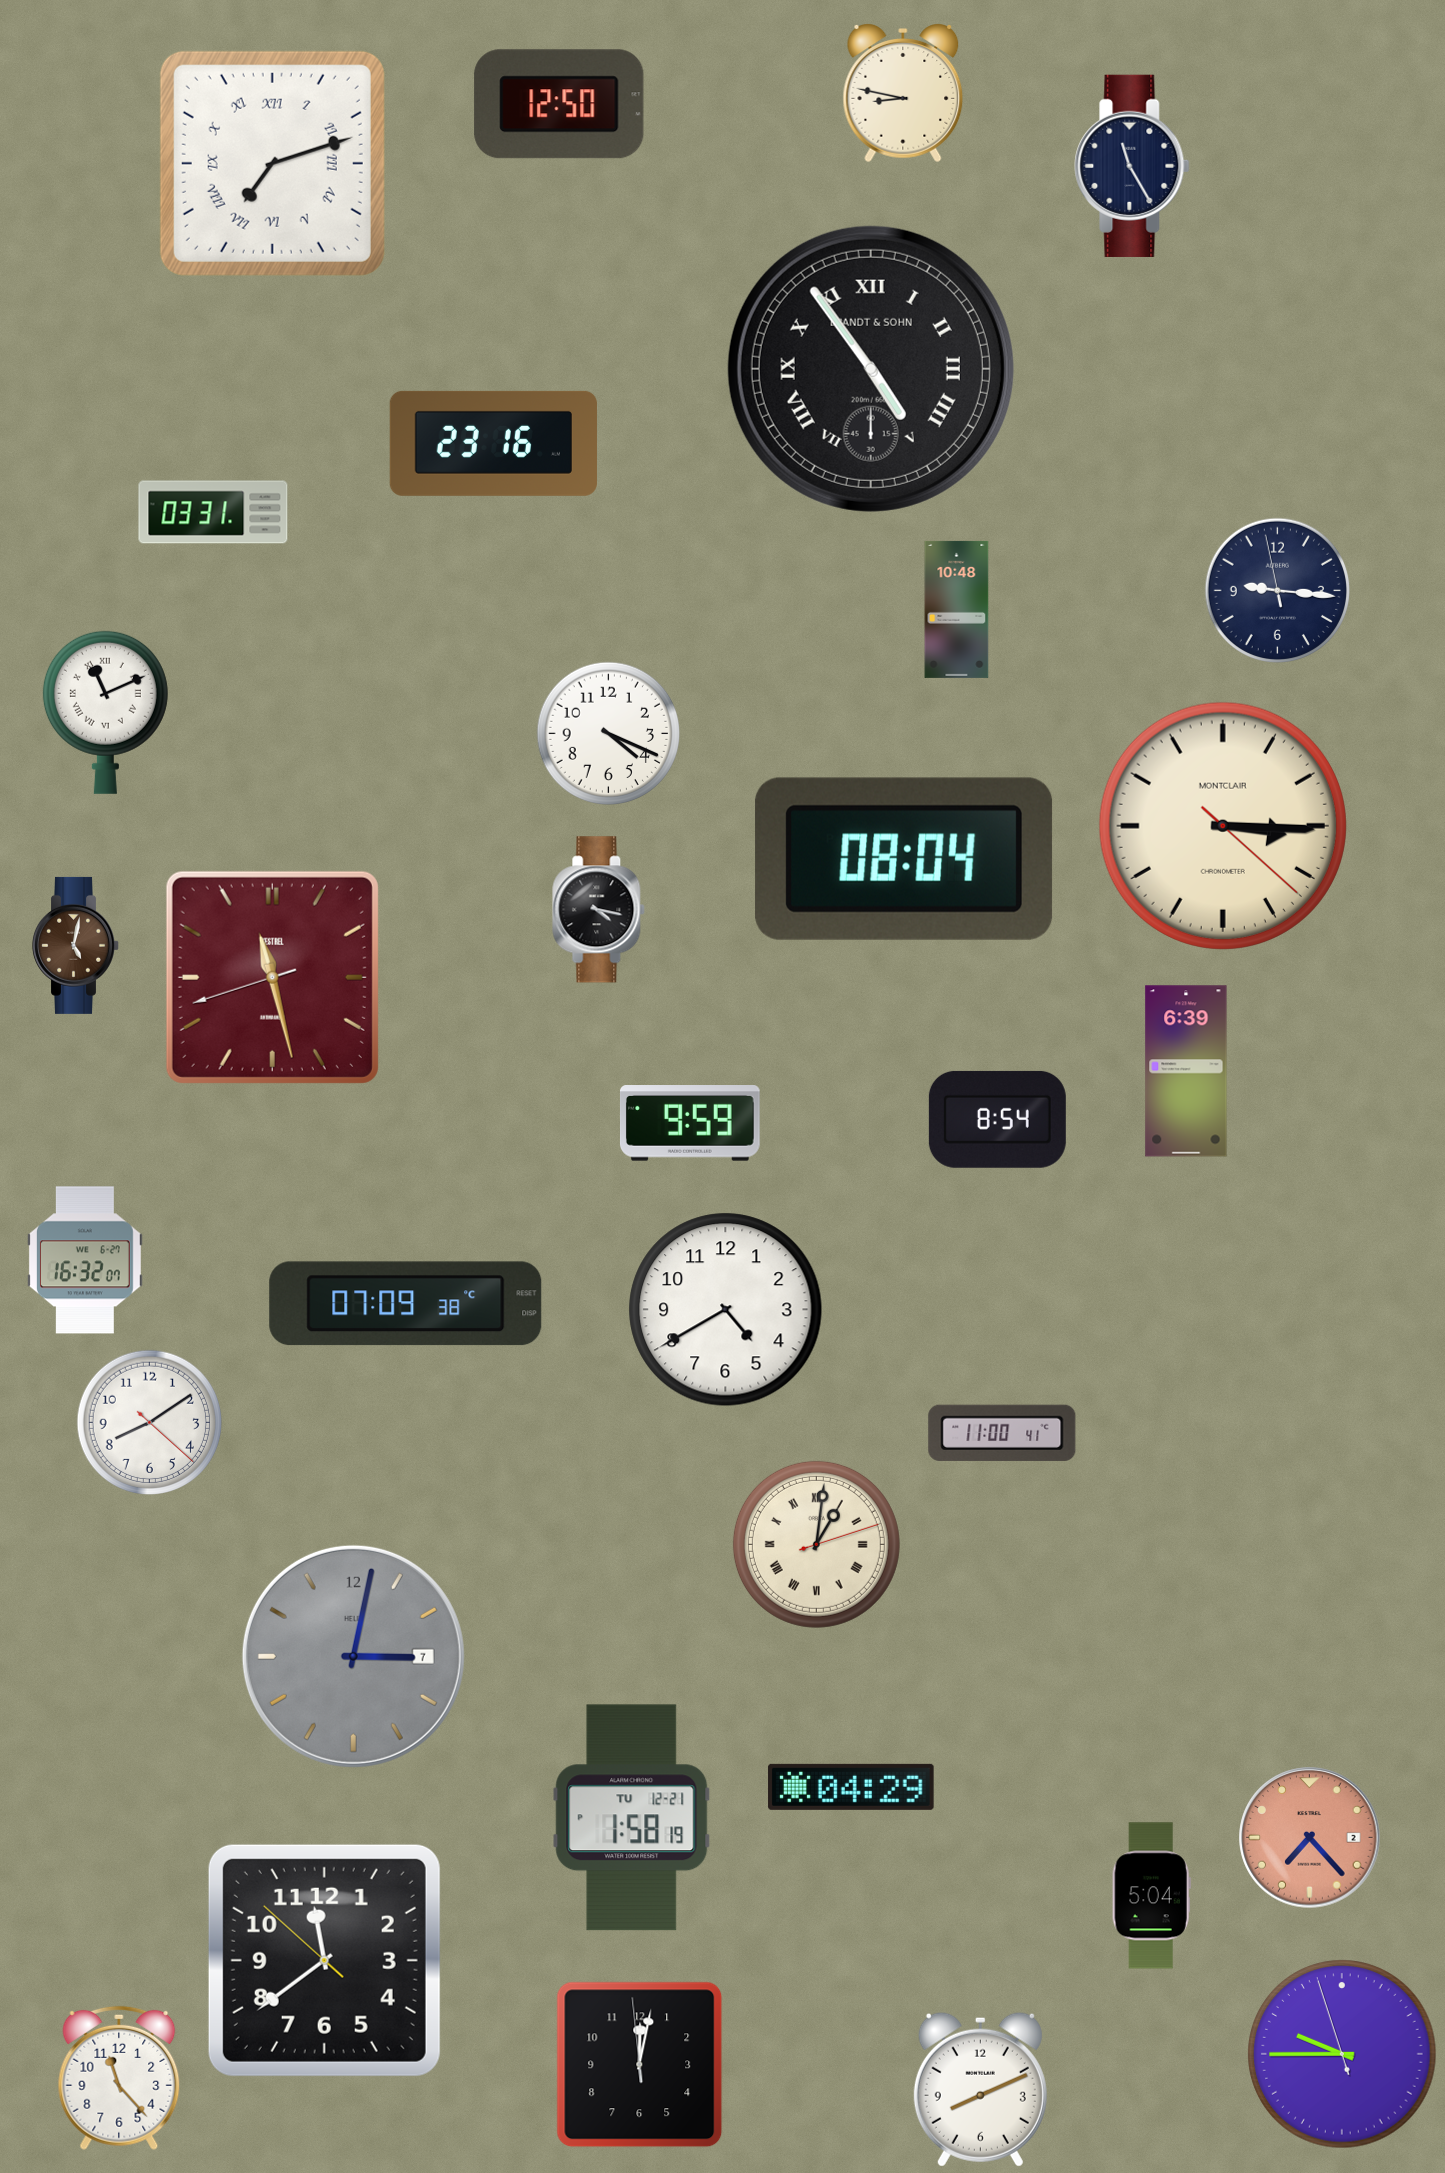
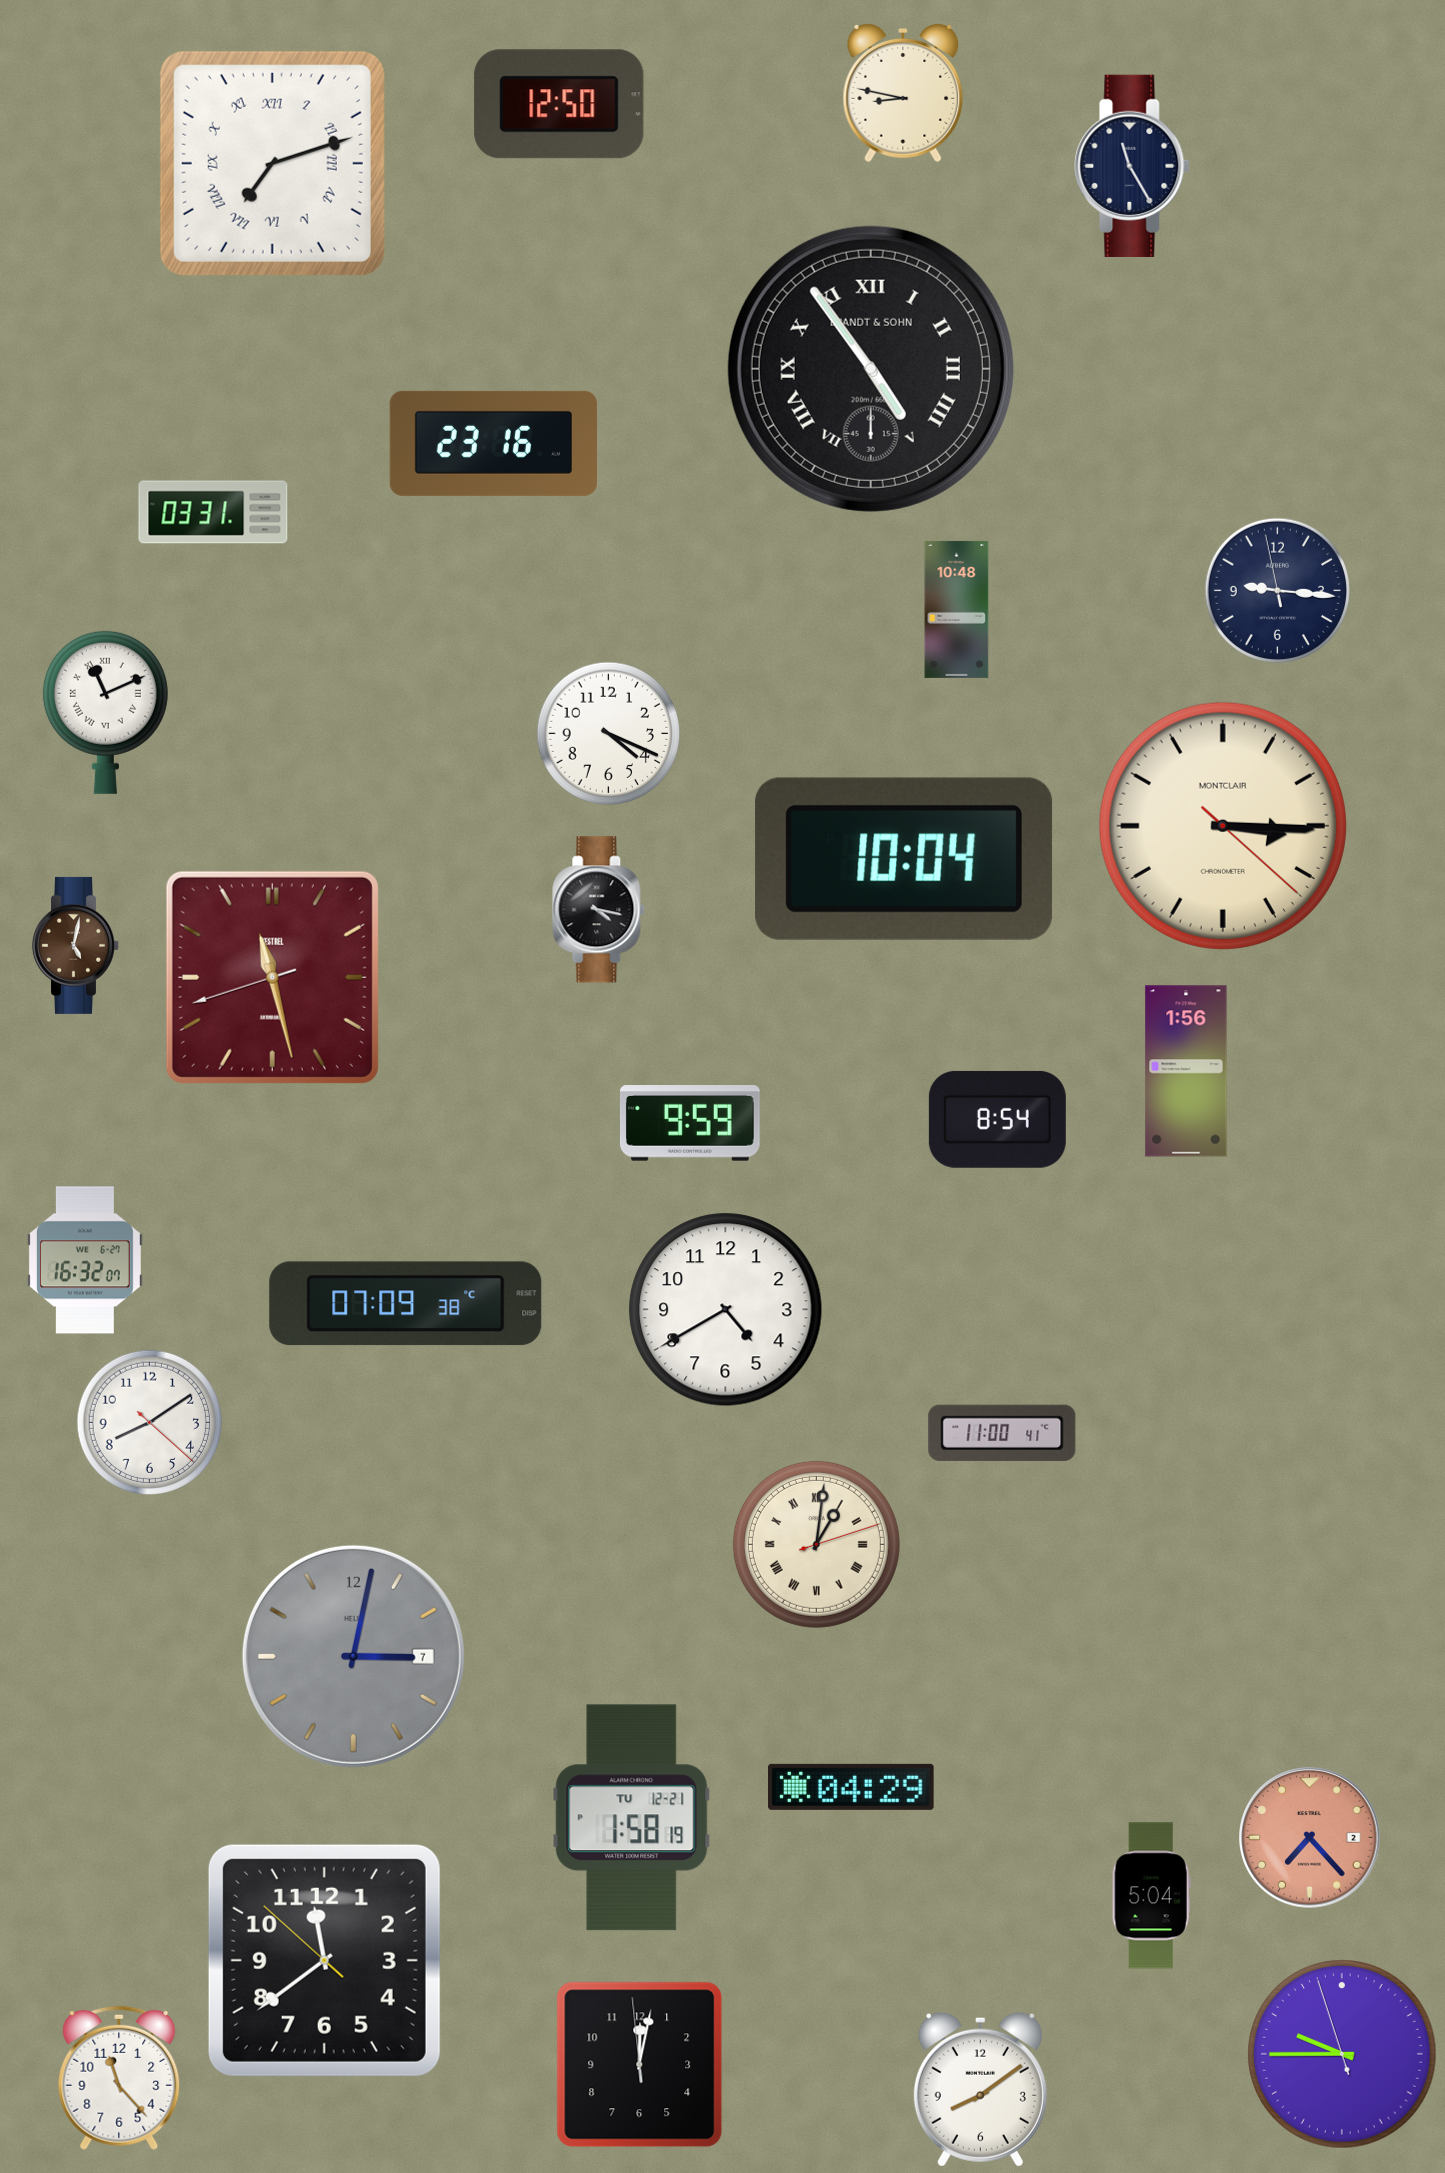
clock at (904, 859): 08:04 -> 10:04
clock at (1186, 1071): 6:39 -> 1:56
clock at (980, 2089): 8:11 -> 8:09
